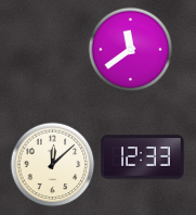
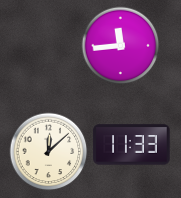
clock at (130, 49): 11:39 -> 11:44
clock at (143, 157): 12:33 -> 11:33
